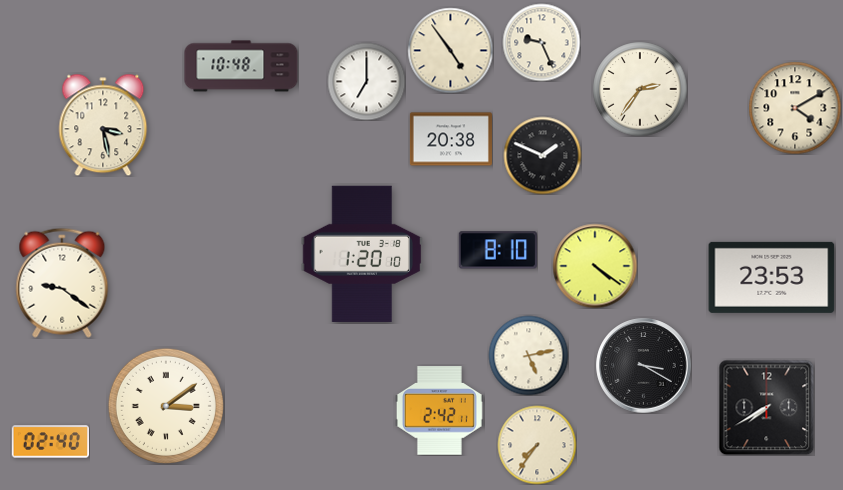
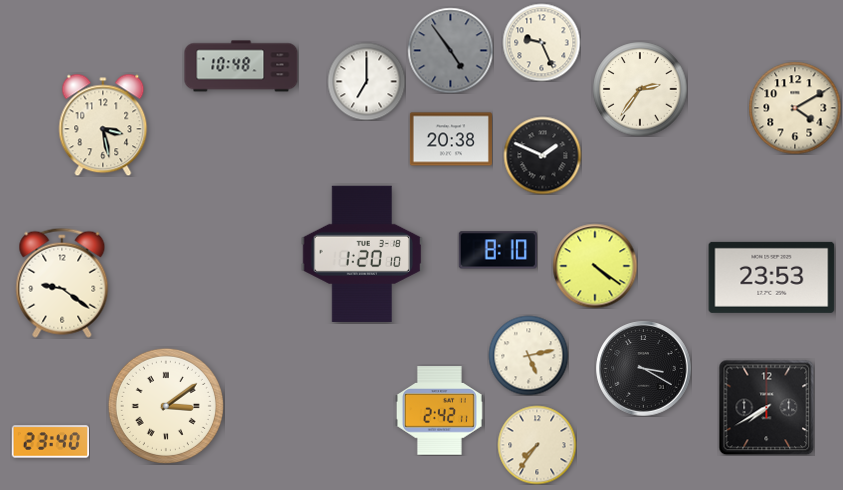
clock at (450, 50) dial: cream -> grey
clock at (644, 366) position: (644, 366) -> (644, 369)
clock at (50, 442): 02:40 -> 23:40
